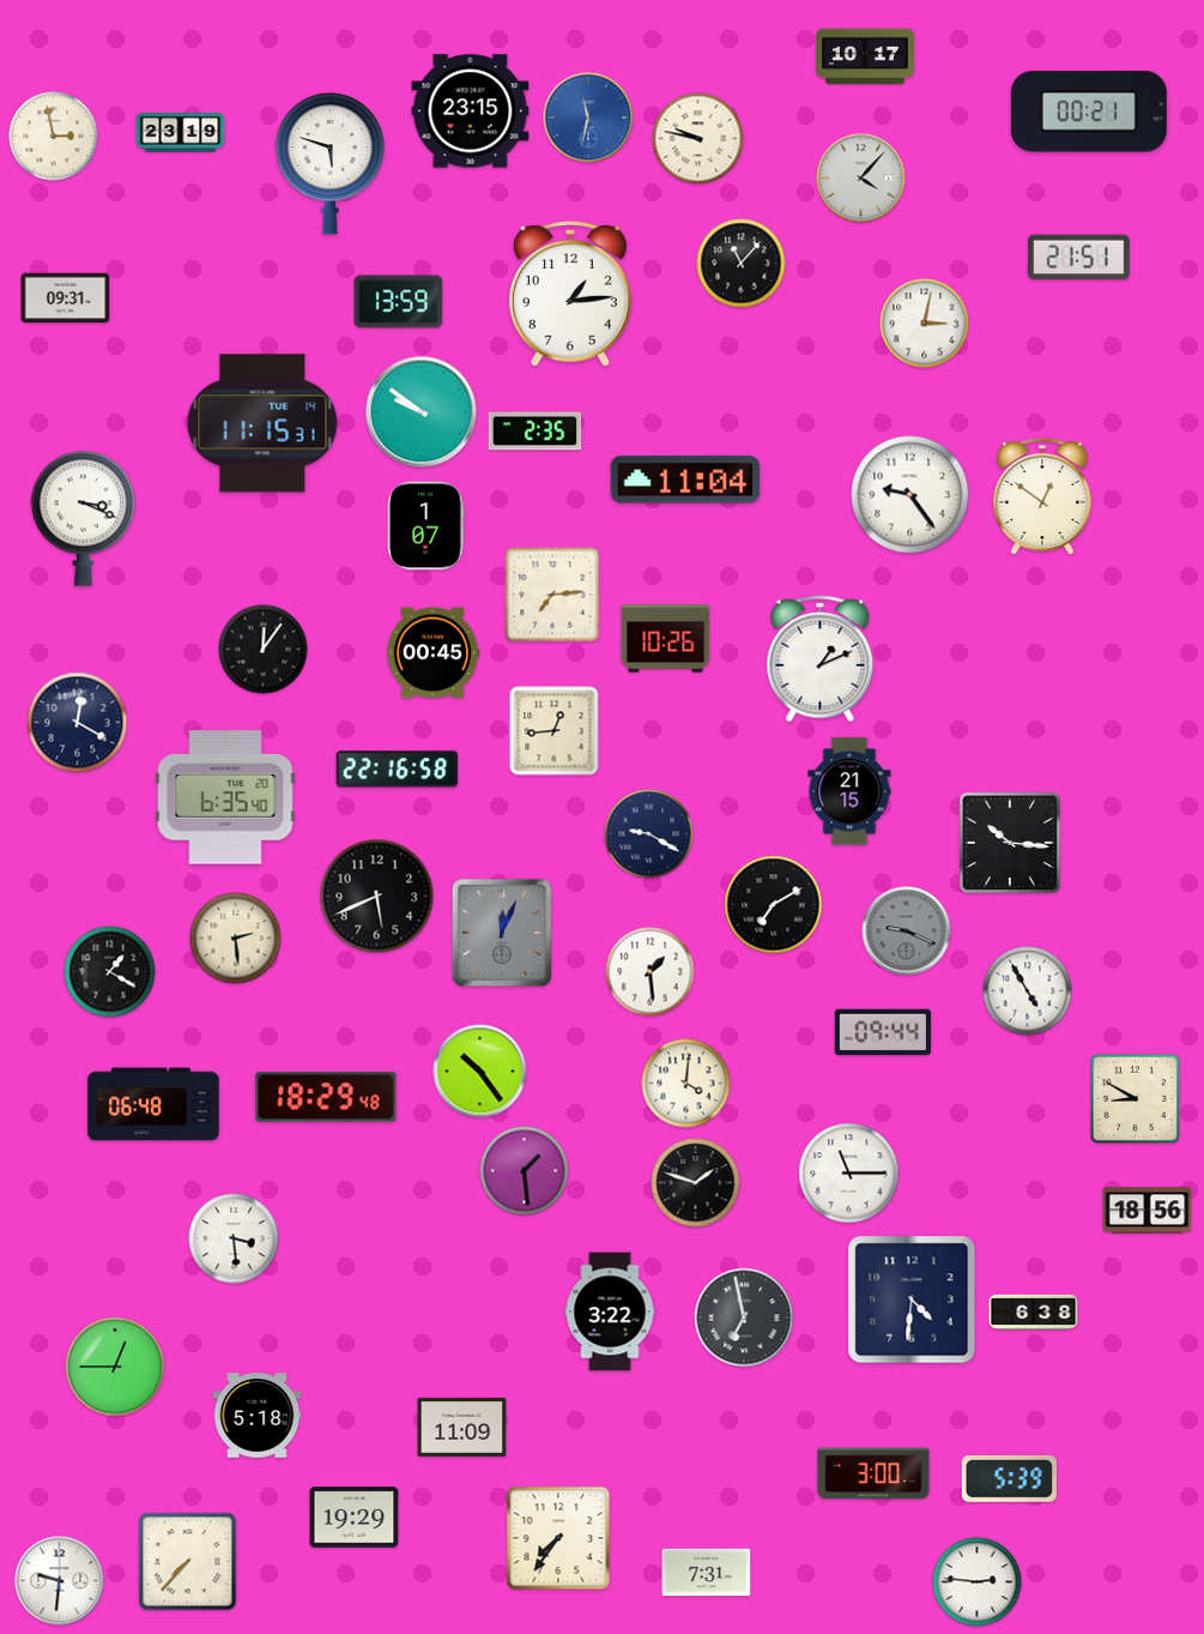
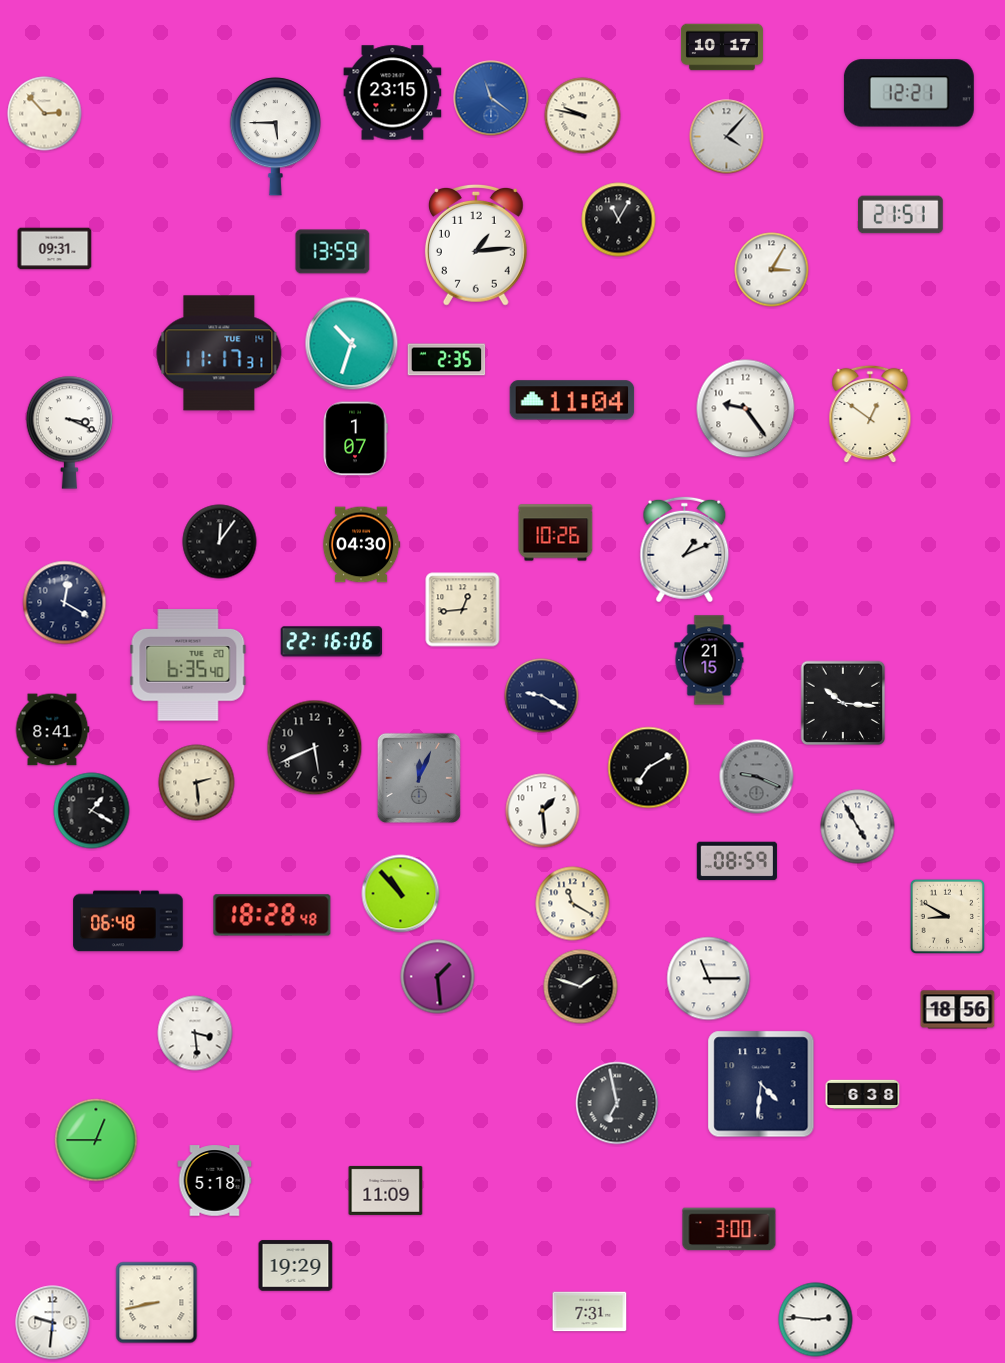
clock at (1089, 111): 00:21 -> 12:21
clock at (588, 117): 11:32 -> 11:21
clock at (181, 133): 23:19 -> none
clock at (54, 137): 2:58 -> 2:53
clock at (329, 164): 5:48 -> 5:45
clock at (861, 179) position: (861, 179) -> (727, 137)
clock at (742, 264): 11:07 -> 11:05
clock at (925, 324): 3:02 -> 3:05
clock at (422, 412): 9:51 -> 10:33
clock at (262, 423): 11:15 -> 11:17
clock at (910, 495) position: (910, 495) -> (746, 409)
clock at (552, 595): 7:14 -> none
clock at (432, 653): 00:45 -> 04:30
clock at (398, 770): 22:16:58 -> 22:16:06
clock at (52, 730): none -> 8:41
clock at (774, 905) position: (774, 905) -> (649, 768)
clock at (883, 1032): 09:44 -> 08:59
clock at (480, 1072): 10:24 -> 10:53
clock at (686, 1084): 4:01 -> 11:20
clock at (326, 1097): 18:29 -> 18:28
clock at (610, 1312): 3:22 -> none
clock at (744, 1318) position: (744, 1318) -> (617, 1103)
clock at (1009, 1478): 5:39 -> none
clock at (558, 1538): 7:36 -> none
clock at (188, 1562): 7:37 -> 8:43
clock at (60, 1581) position: (60, 1581) -> (53, 1323)
